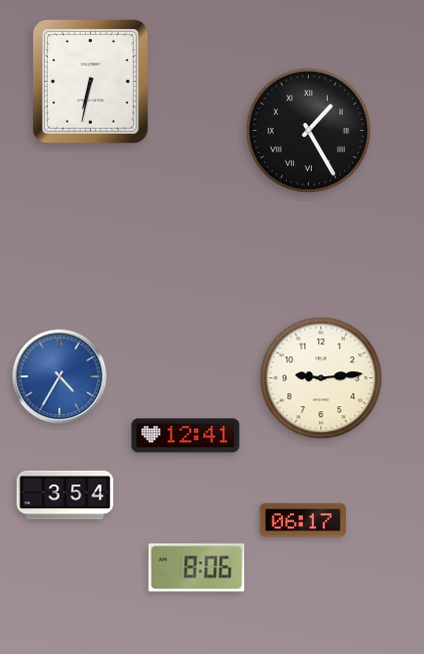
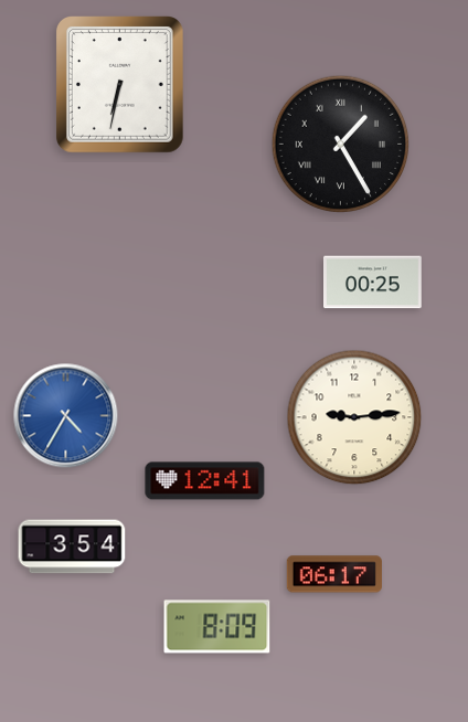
clock at (90, 82) position: (90, 82) -> (119, 85)
clock at (373, 283): none -> 00:25
clock at (197, 568): 8:06 -> 8:09
